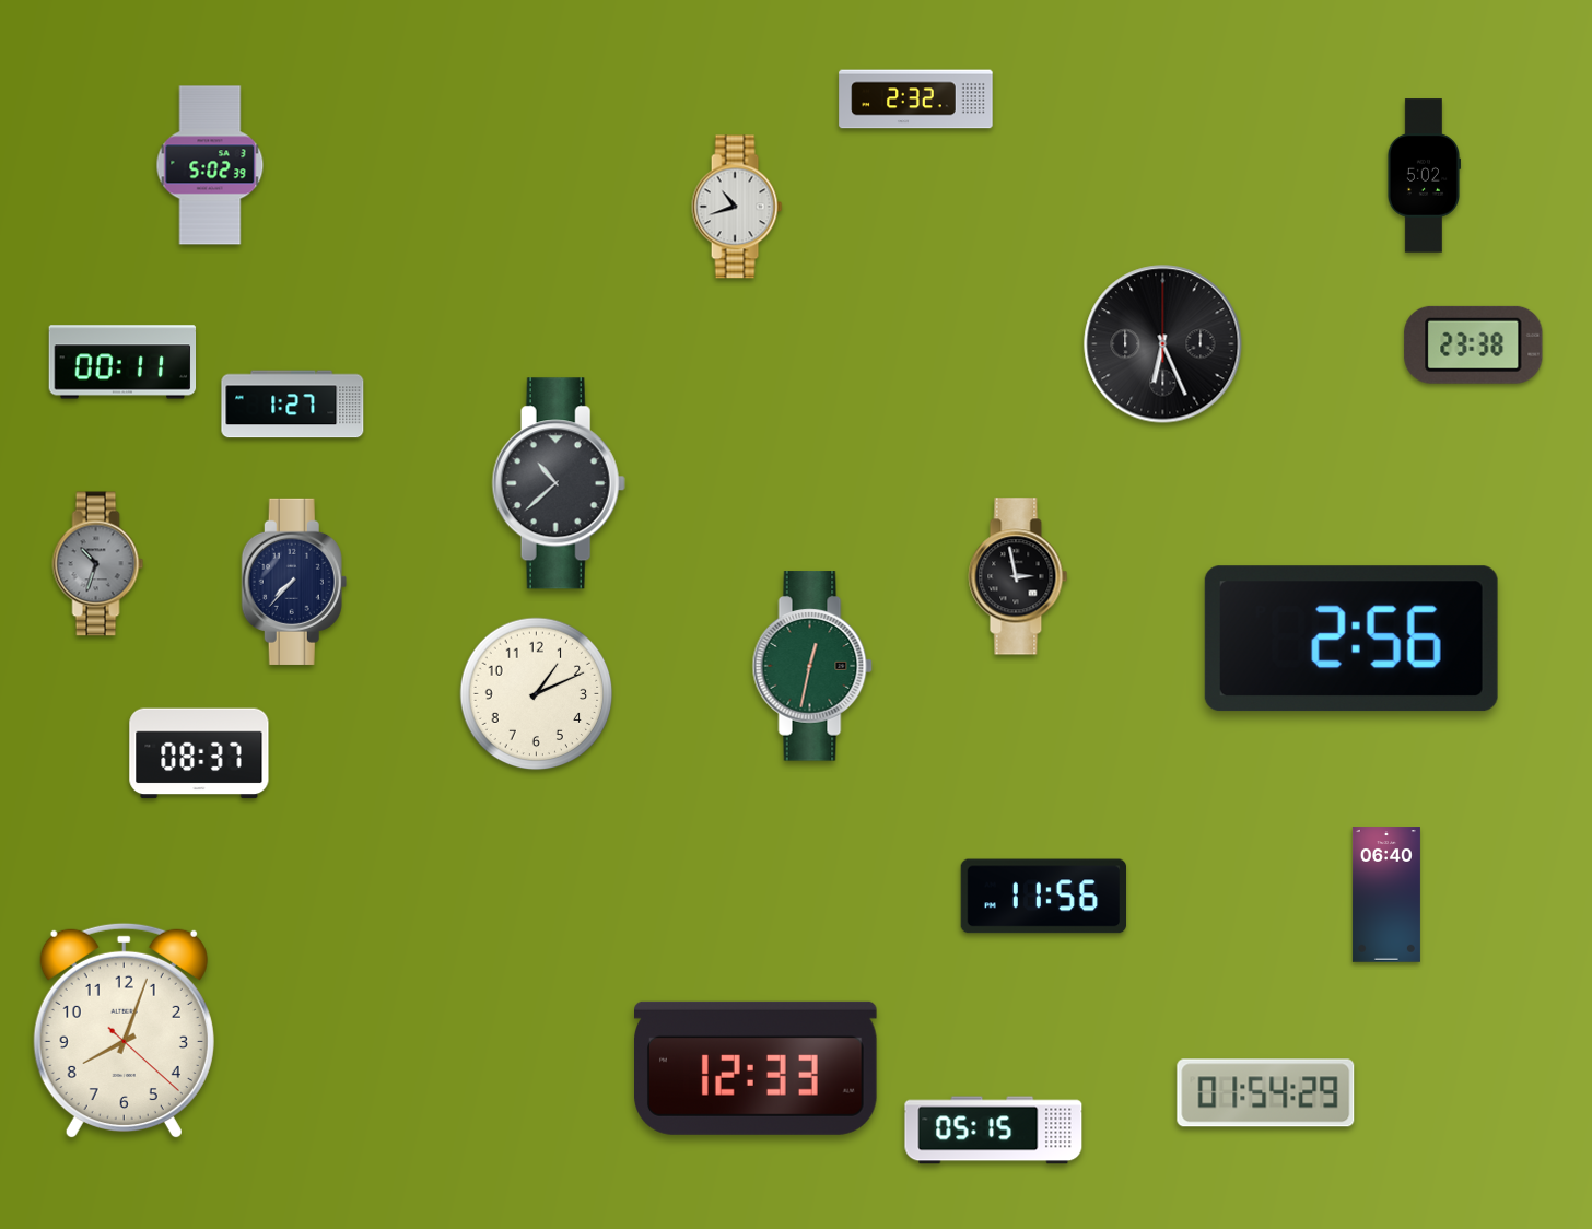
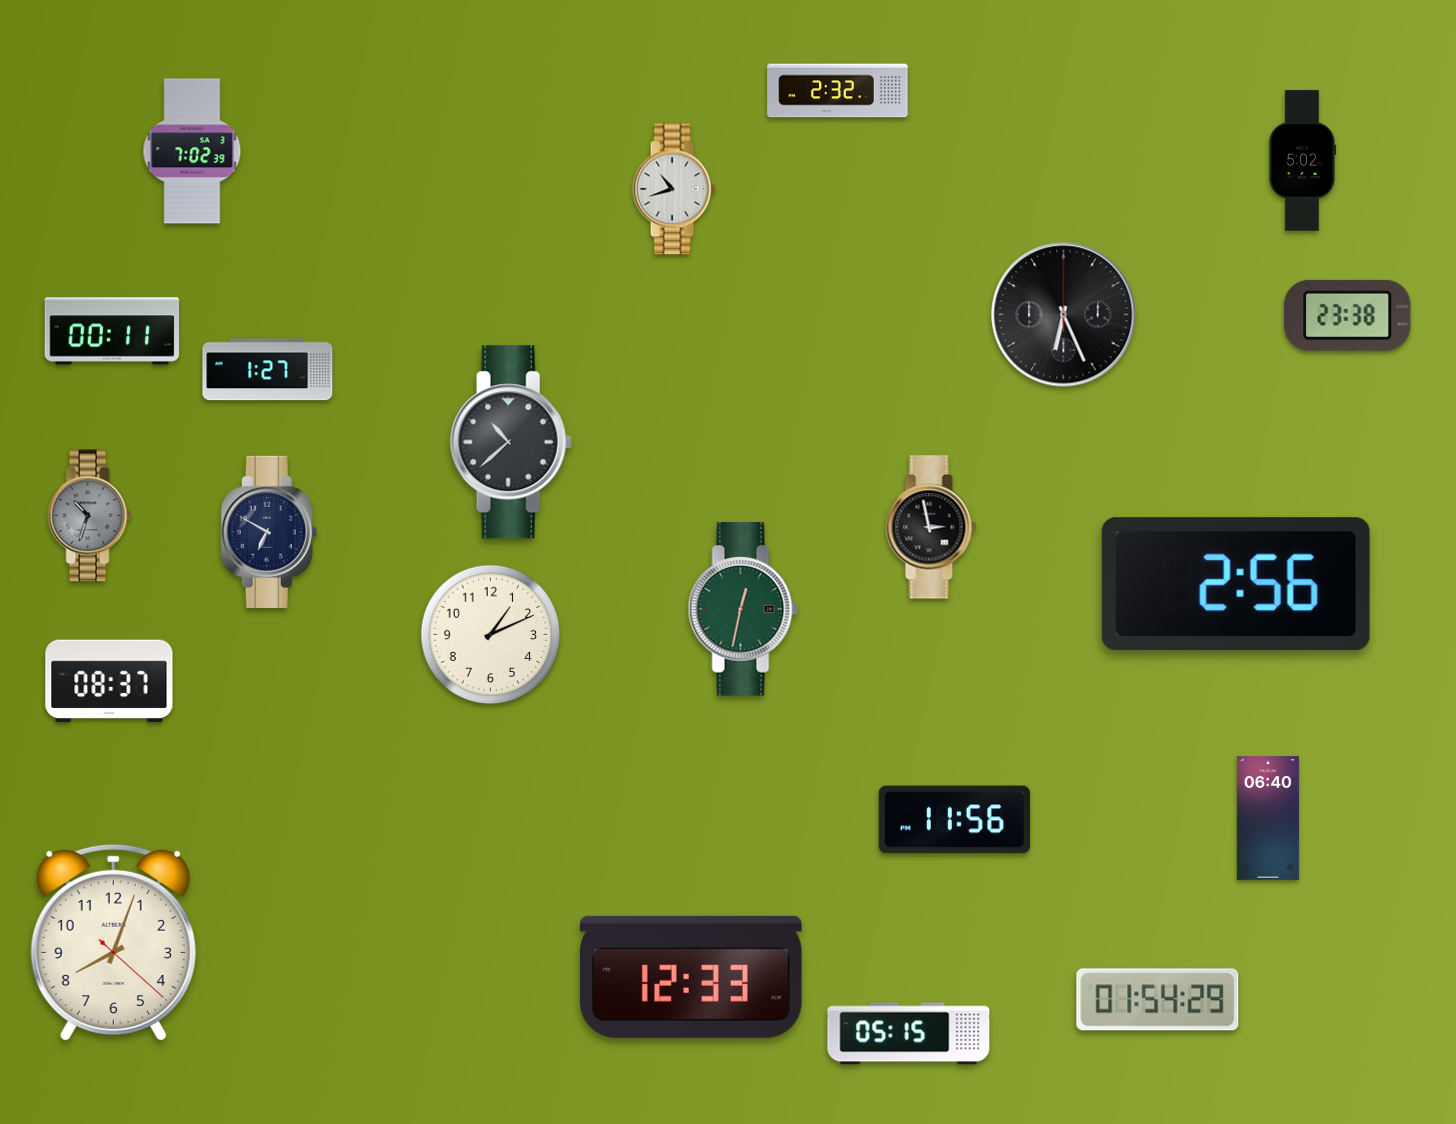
clock at (210, 165): 5:02 -> 7:02
clock at (294, 582): 7:37 -> 6:50
clock at (199, 753) position: (199, 753) -> (109, 681)
